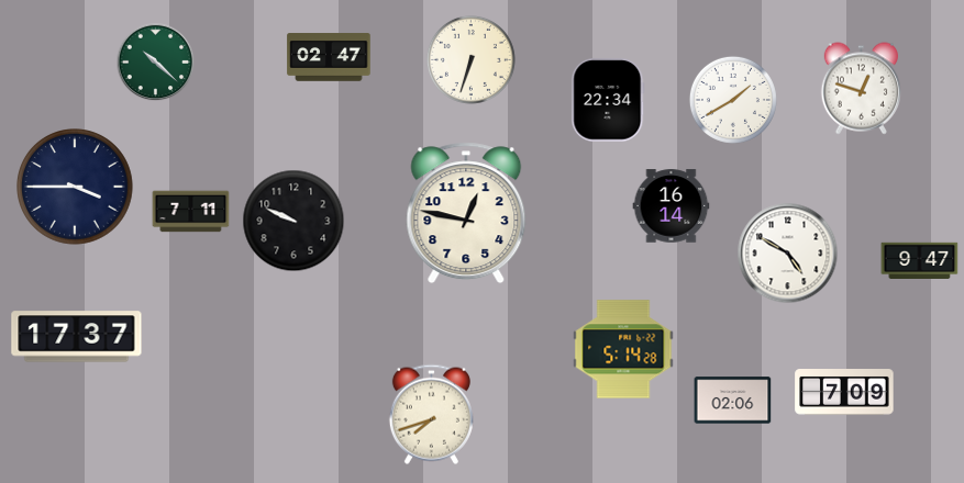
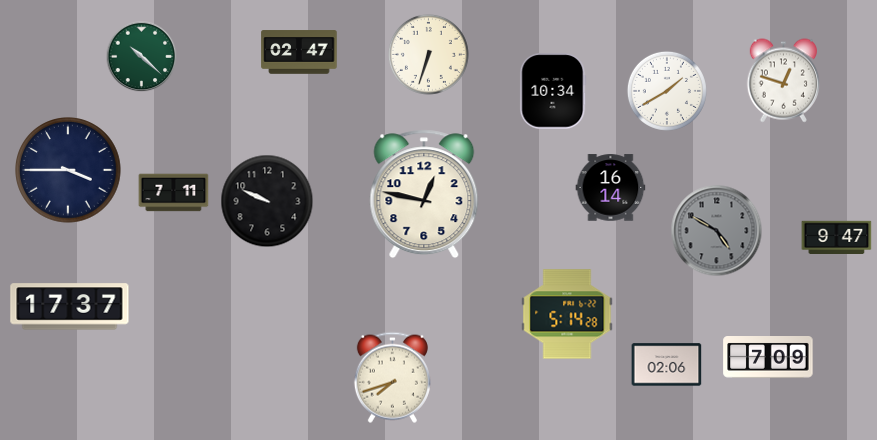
clock at (608, 100): 22:34 -> 10:34
clock at (788, 254) dial: white -> grey
clock at (623, 349) position: (623, 349) -> (567, 314)
